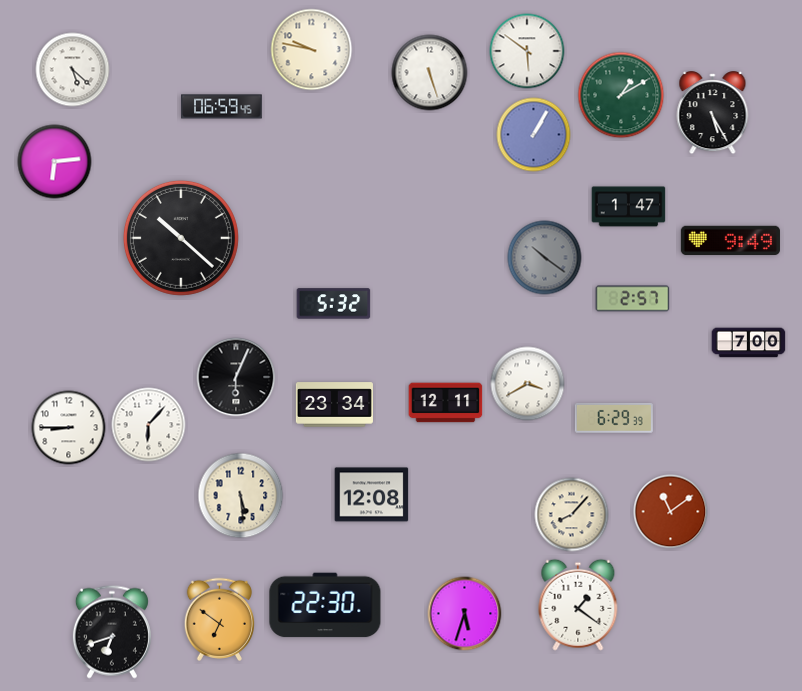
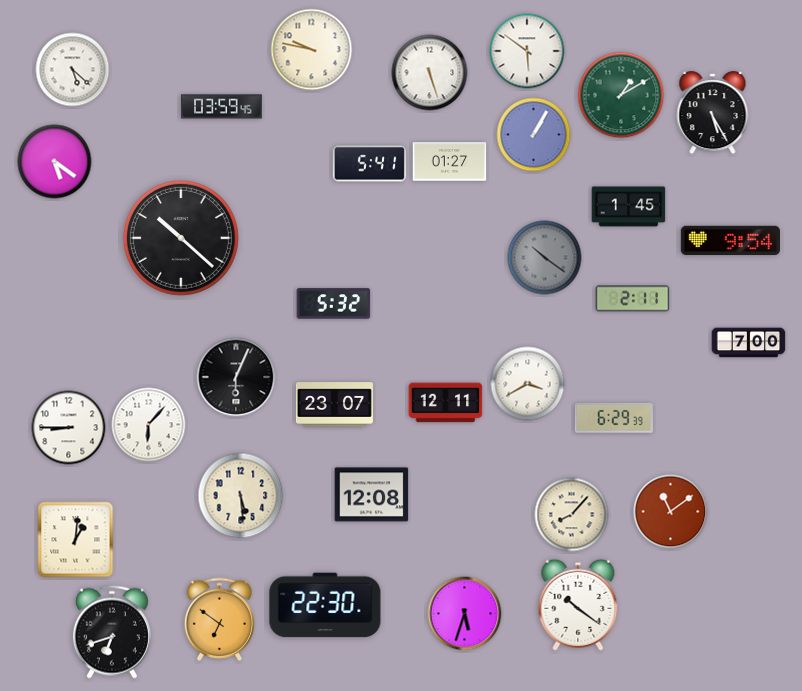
clock at (222, 107): 06:59 -> 03:59
clock at (55, 162): 6:14 -> 5:21
clock at (450, 162): none -> 01:27
clock at (370, 164): none -> 5:41
clock at (629, 207): 1:47 -> 1:45
clock at (730, 241): 9:49 -> 9:54
clock at (633, 299): 2:57 -> 2:11
clock at (334, 405): 23:34 -> 23:07
clock at (76, 540): none -> 1:01
clock at (578, 605): 1:21 -> 10:21
